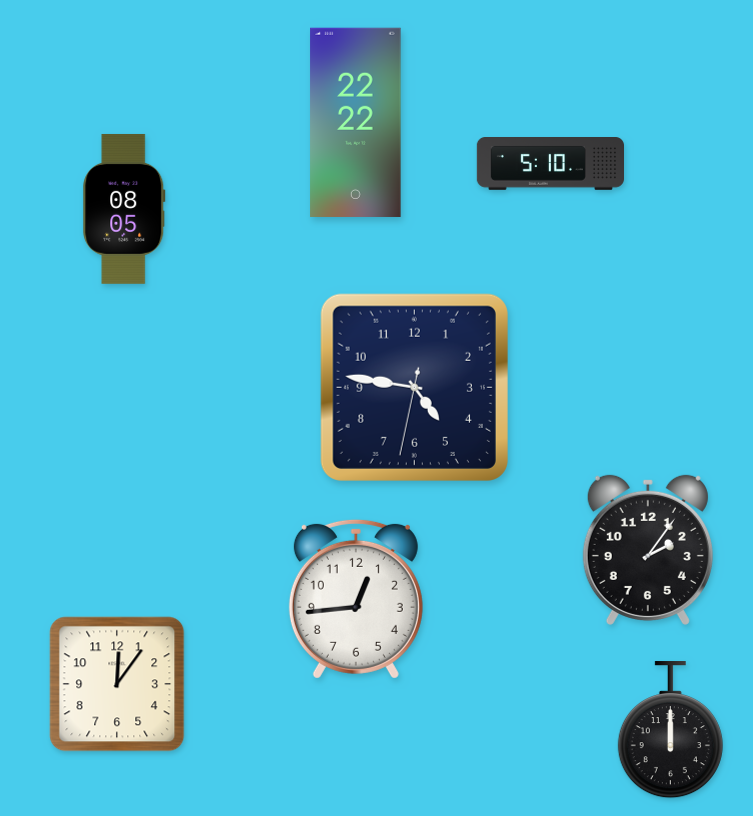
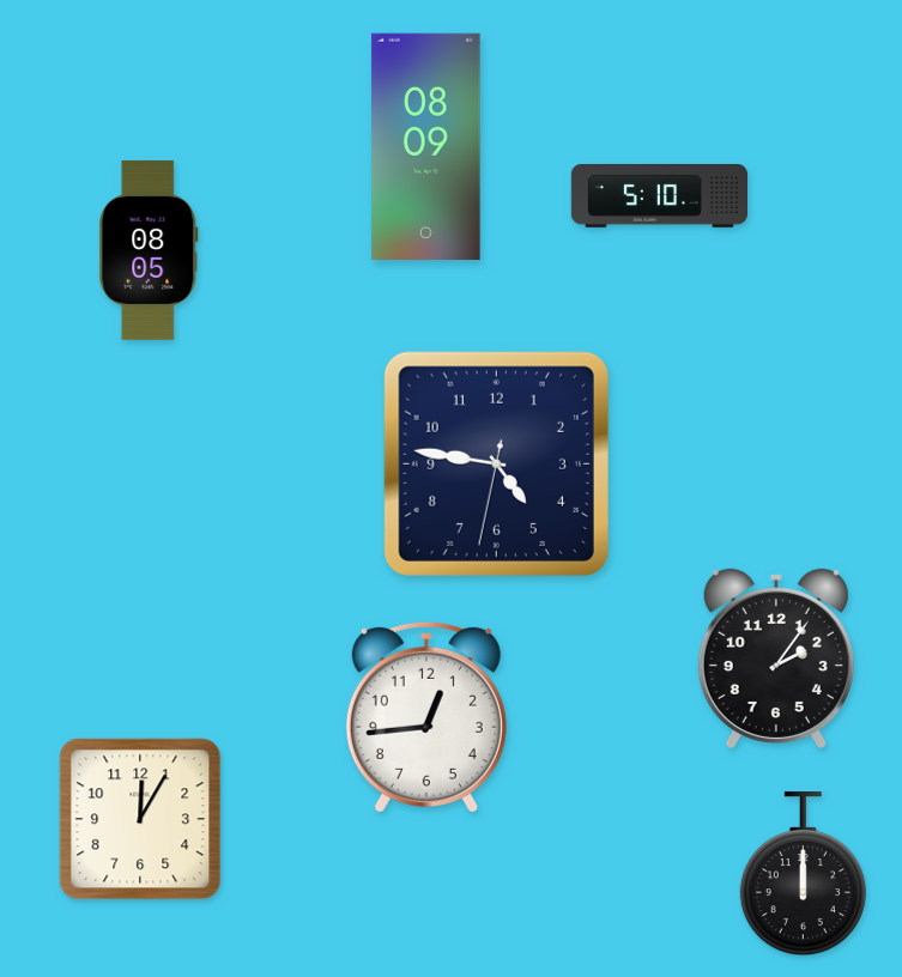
clock at (356, 122): 22:22 -> 08:09
clock at (117, 684): 12:06 -> 12:05
